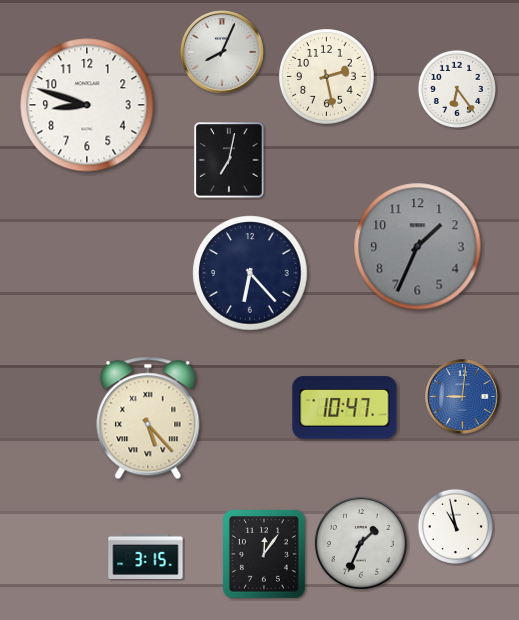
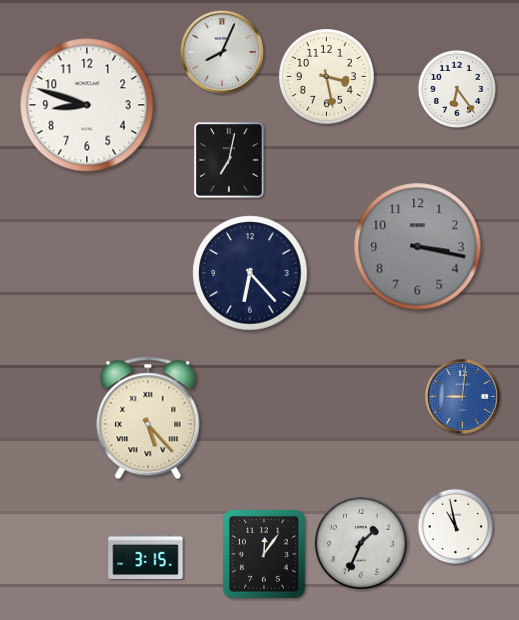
clock at (327, 77): 2:28 -> 3:28
clock at (418, 247): 1:34 -> 3:17
clock at (345, 408): 10:47 -> none
